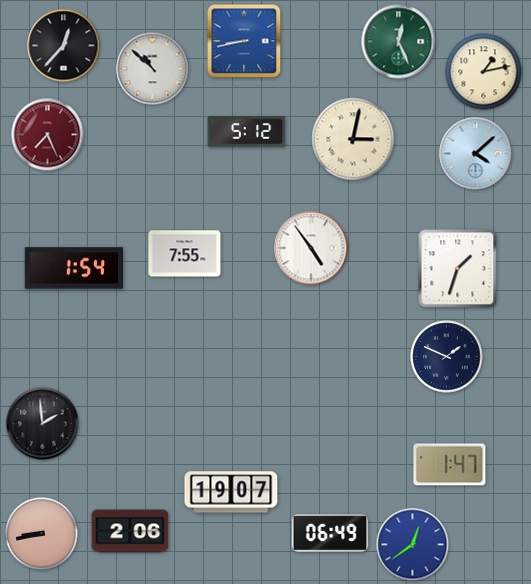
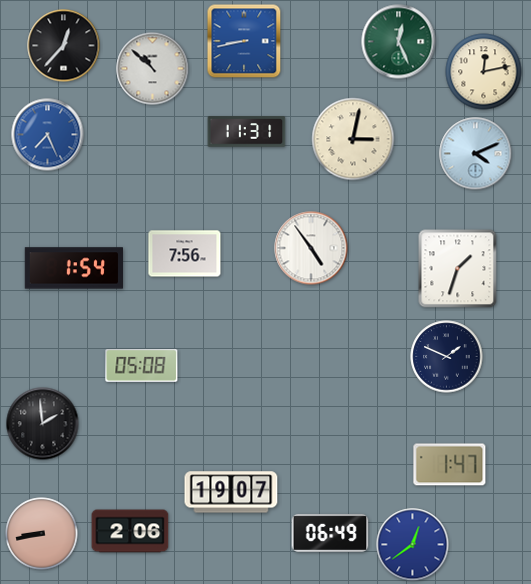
clock at (484, 72): 1:13 -> 12:13
clock at (247, 132): 5:12 -> 11:31
clock at (48, 135) dial: burgundy -> blue
clock at (476, 154): 4:08 -> 4:11
clock at (185, 254): 7:55 -> 7:56
clock at (142, 366): none -> 05:08
